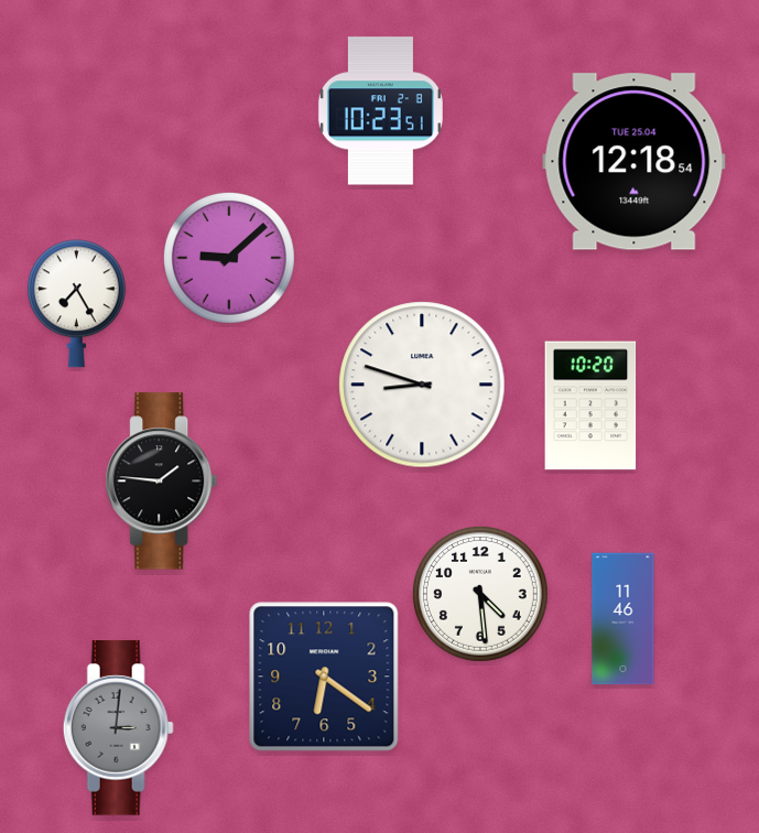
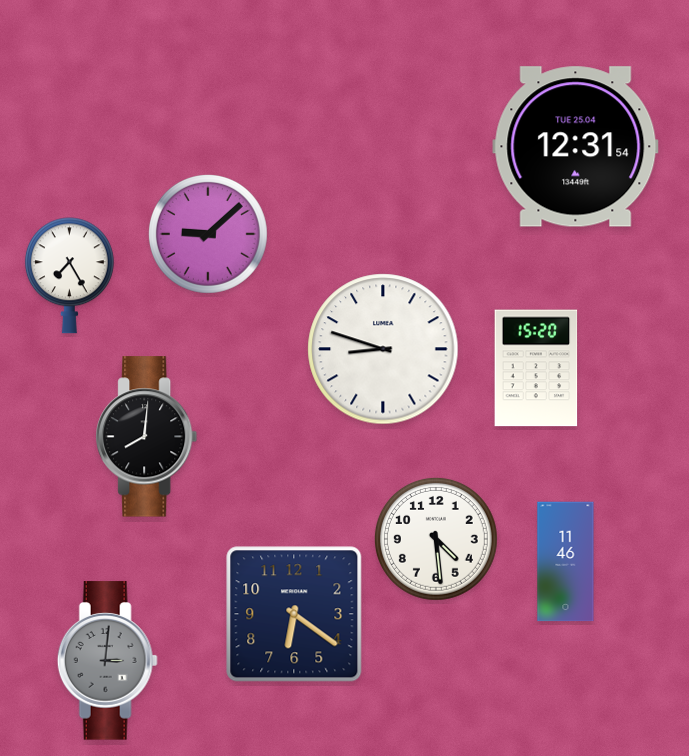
clock at (380, 111): 10:23 -> none
clock at (635, 162): 12:18 -> 12:31
clock at (590, 405): 10:20 -> 15:20
clock at (162, 482): 1:46 -> 8:01
